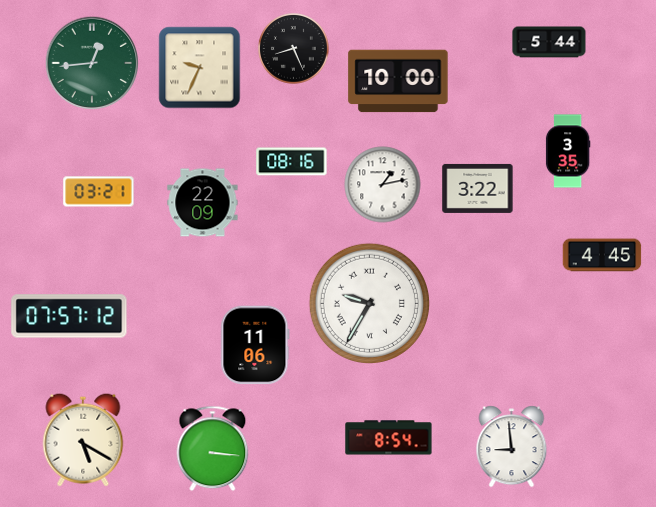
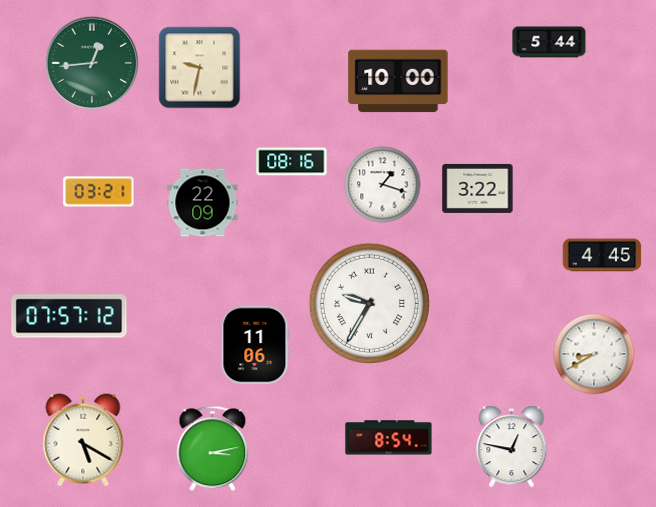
clock at (294, 49): 8:26 -> none
clock at (200, 68): 9:34 -> 9:32
clock at (568, 151): 3:35 -> none
clock at (383, 185): 1:13 -> 1:18
clock at (594, 354): none -> 8:40
clock at (512, 447): 8:59 -> 12:47
clock at (213, 449): 3:16 -> 3:13
